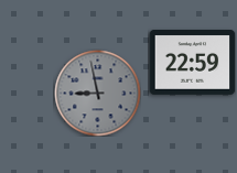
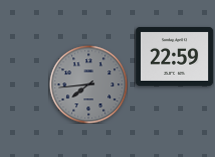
clock at (97, 93): 8:58 -> 7:44
